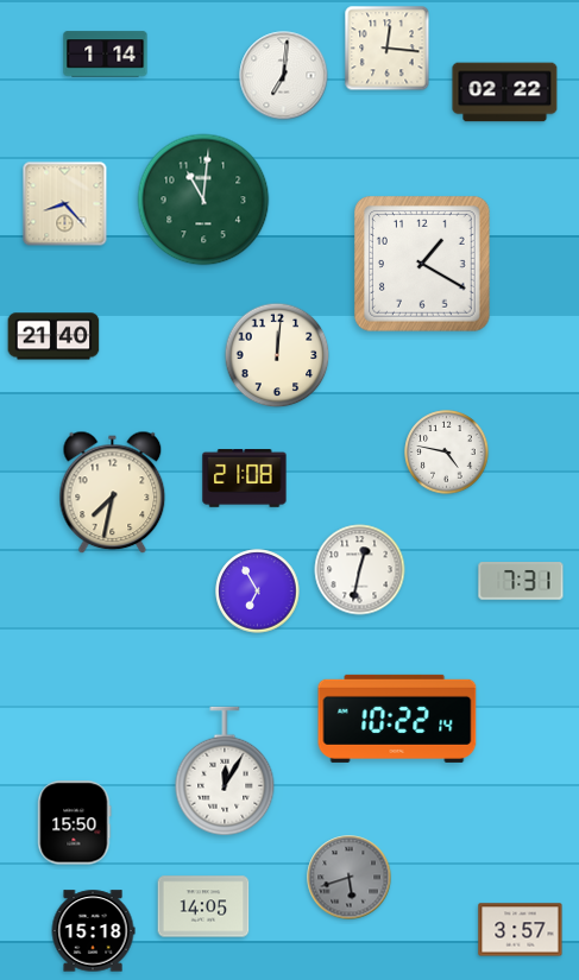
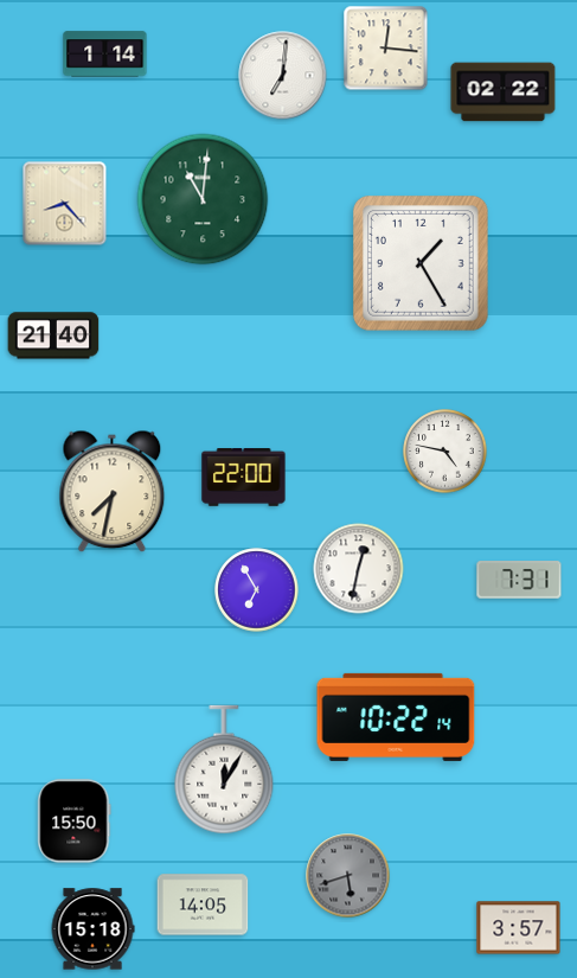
clock at (423, 265): 1:20 -> 1:25
clock at (277, 355): 12:01 -> none
clock at (245, 479): 21:08 -> 22:00
